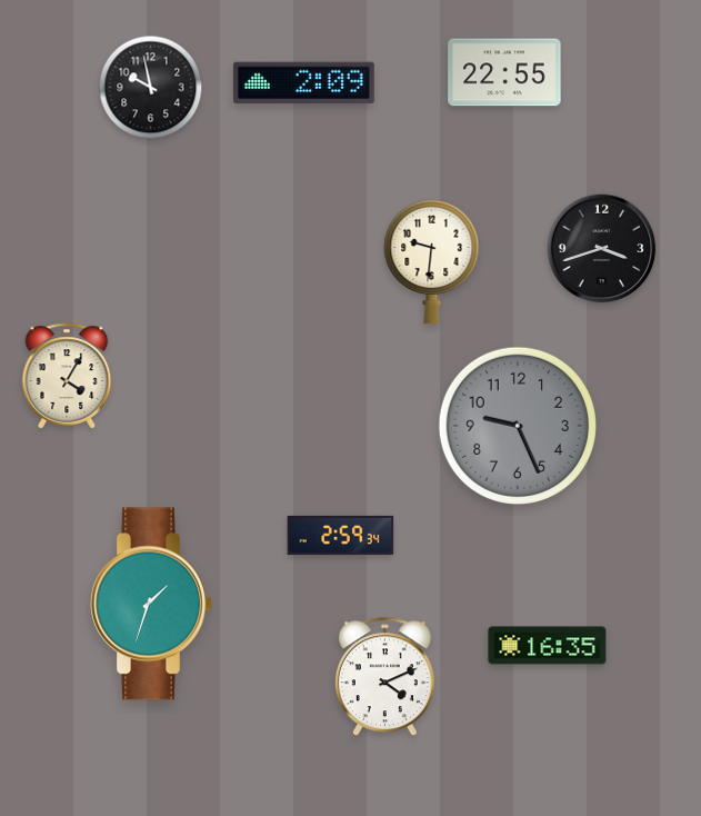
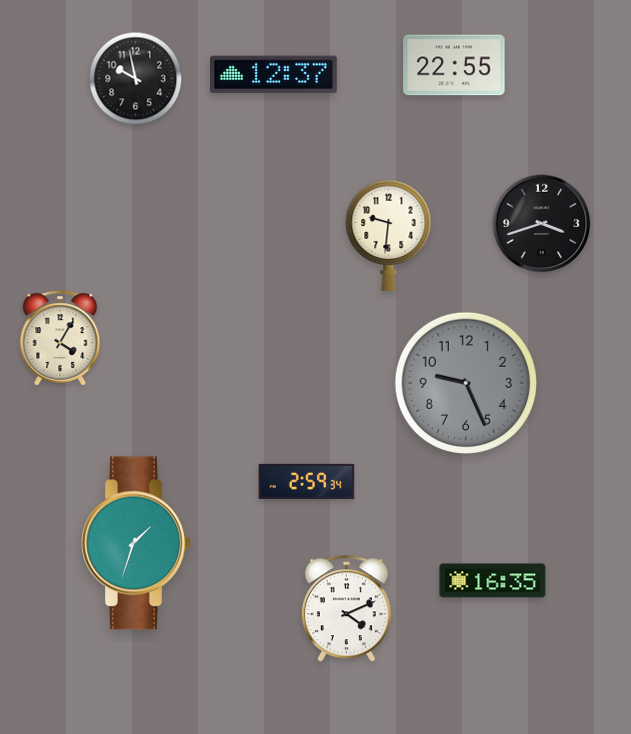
clock at (304, 83): 2:09 -> 12:37
